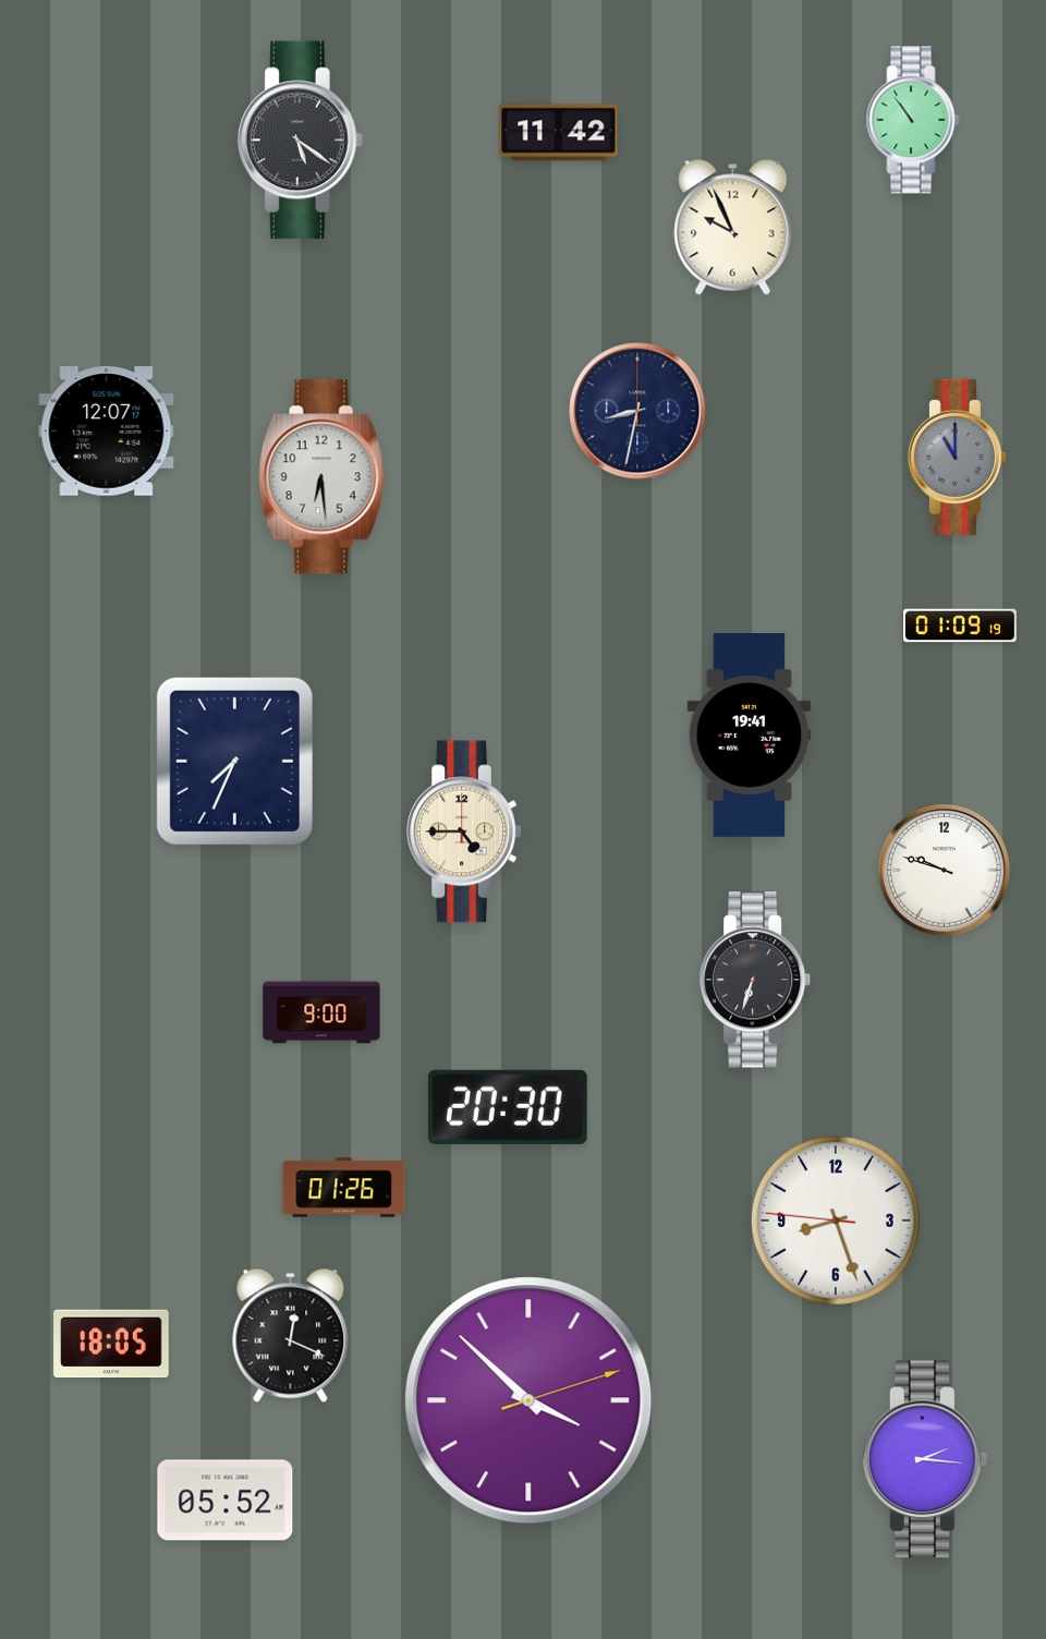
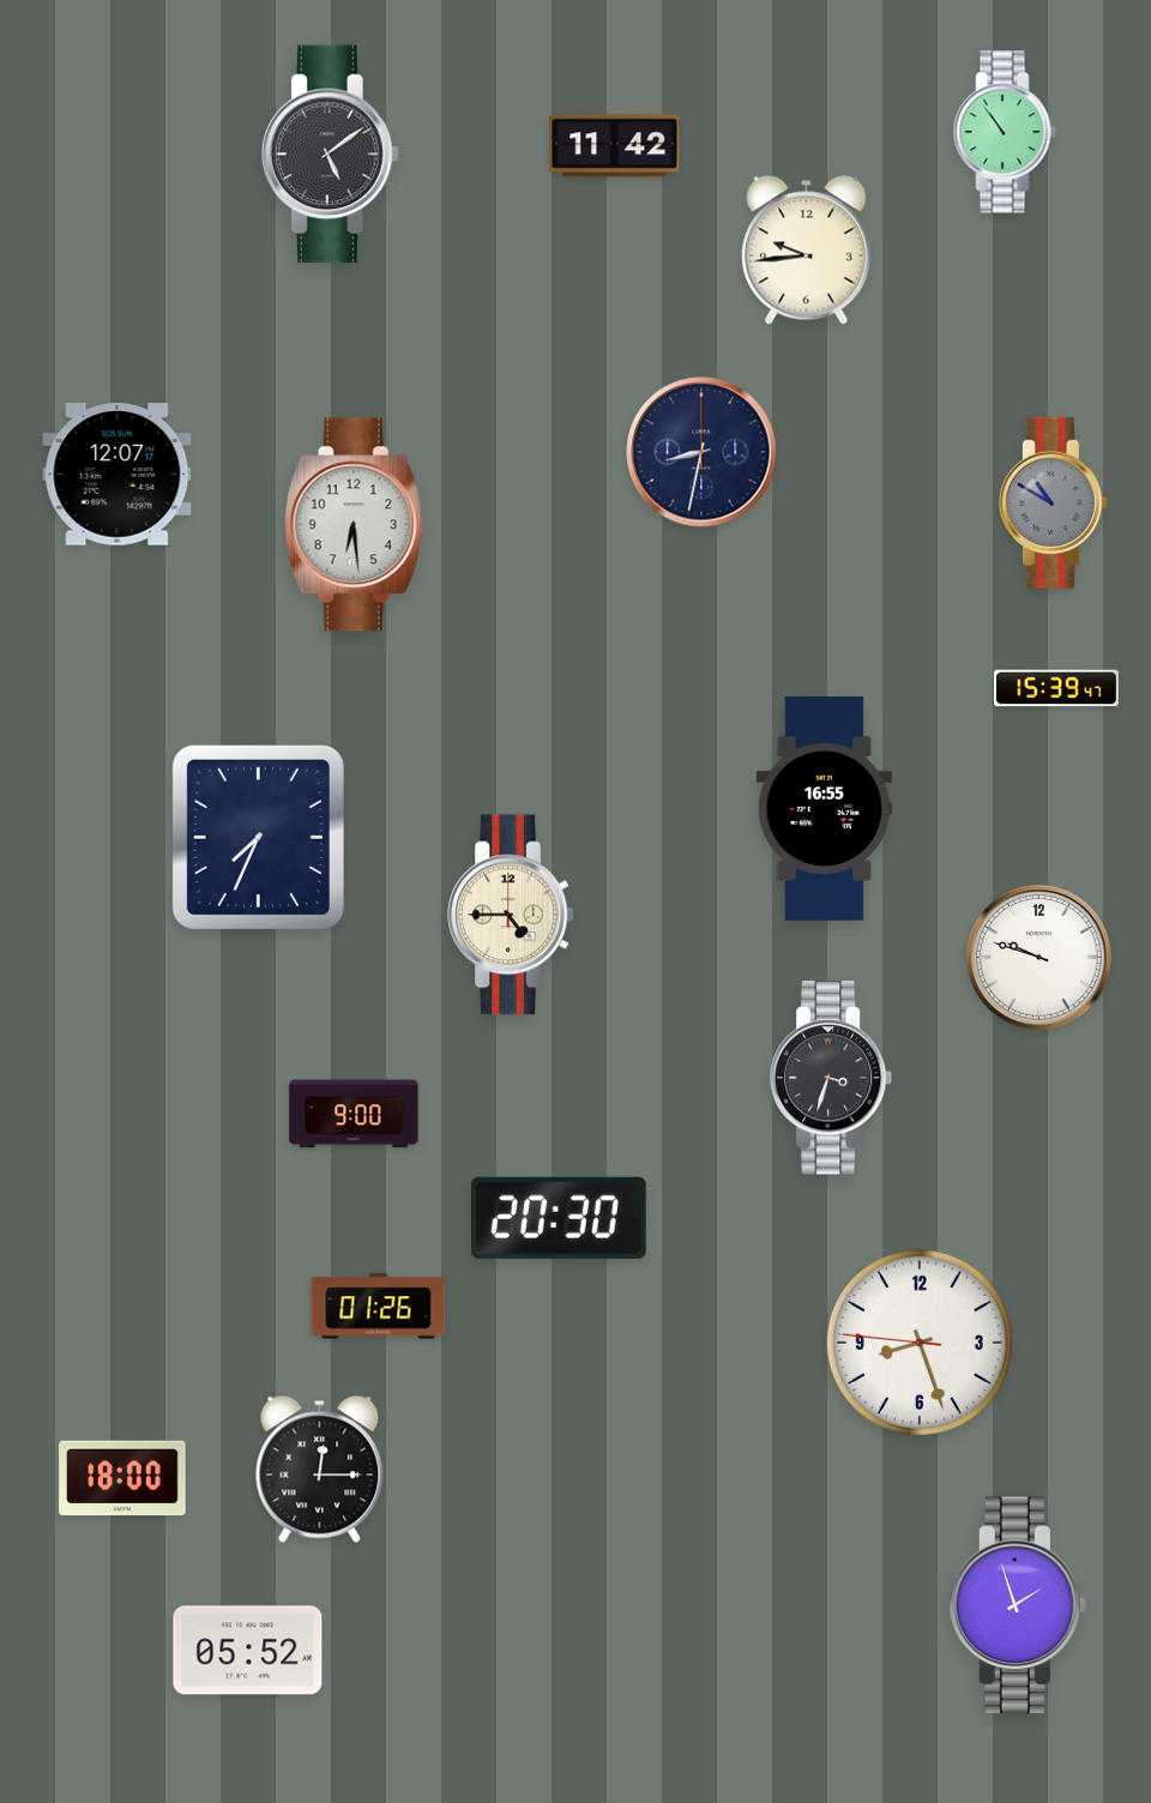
clock at (301, 141): 5:21 -> 5:09
clock at (733, 228): 9:56 -> 9:44
clock at (957, 457): 11:00 -> 10:50
clock at (960, 626): 01:09 -> 15:39
clock at (749, 736): 19:41 -> 16:55
clock at (756, 980): 6:33 -> 3:33
clock at (291, 1335): 12:19 -> 12:15
clock at (111, 1344): 18:05 -> 18:00
clock at (528, 1400): 3:52 -> none
clock at (925, 1459): 2:16 -> 1:57
